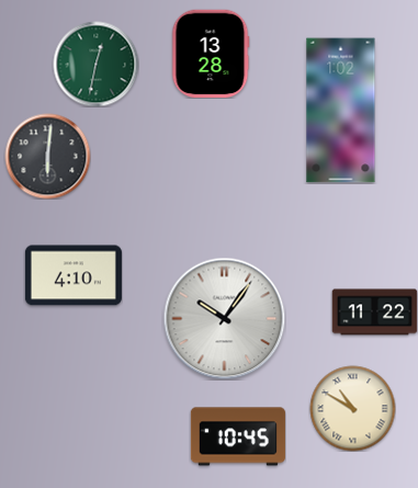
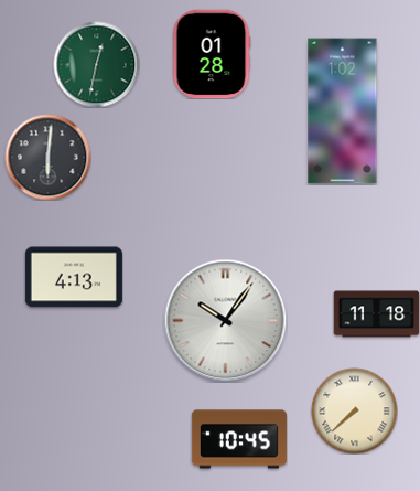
clock at (211, 54): 13:28 -> 01:28
clock at (74, 275): 4:10 -> 4:13
clock at (374, 313): 11:22 -> 11:18
clock at (352, 408): 10:50 -> 7:38
